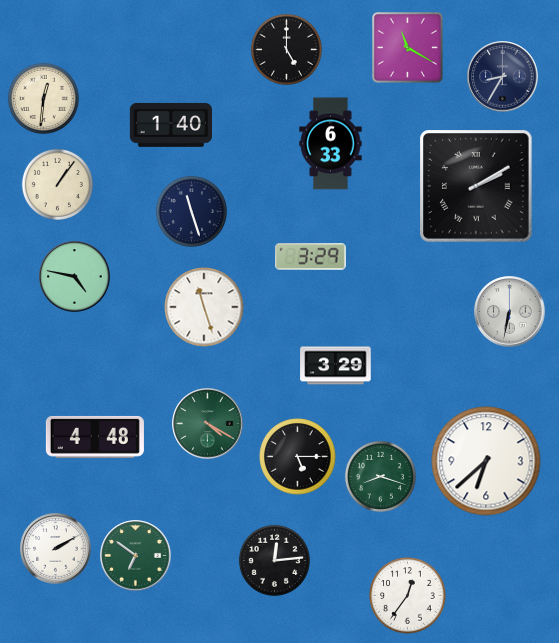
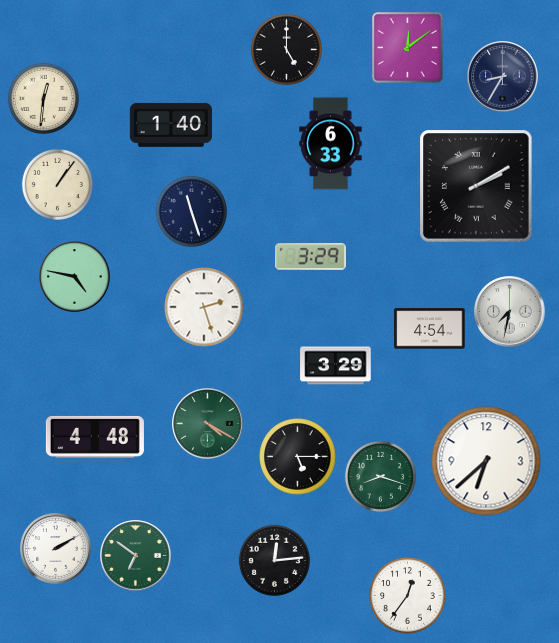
clock at (408, 48): 11:20 -> 12:09
clock at (204, 307): 11:27 -> 2:27
clock at (510, 312): 6:32 -> 7:32
clock at (430, 329): none -> 4:54
